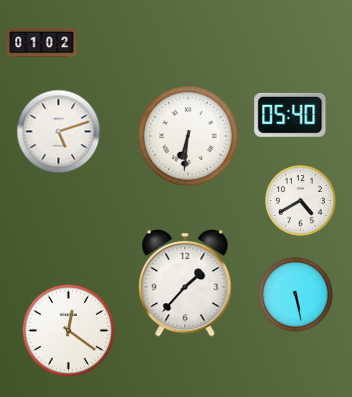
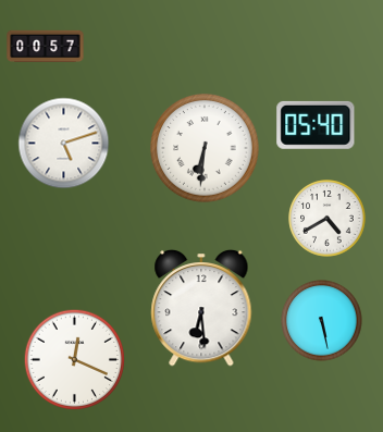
clock at (42, 43): 01:02 -> 00:57
clock at (185, 283): 1:37 -> 6:29
clock at (69, 331): 12:21 -> 12:19
